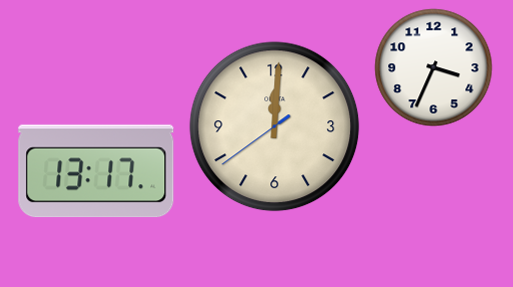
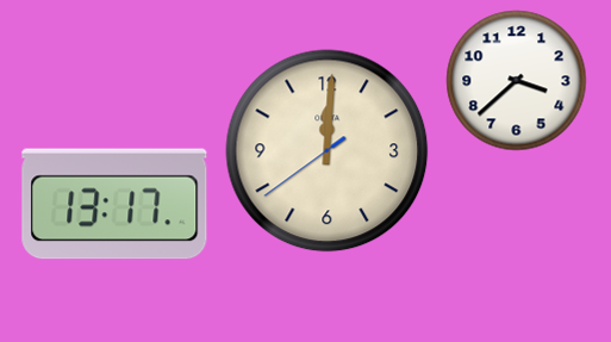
clock at (434, 68): 3:34 -> 3:38
